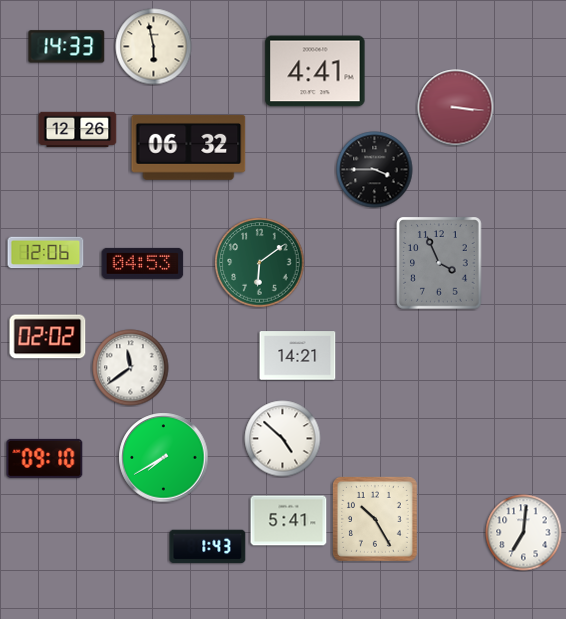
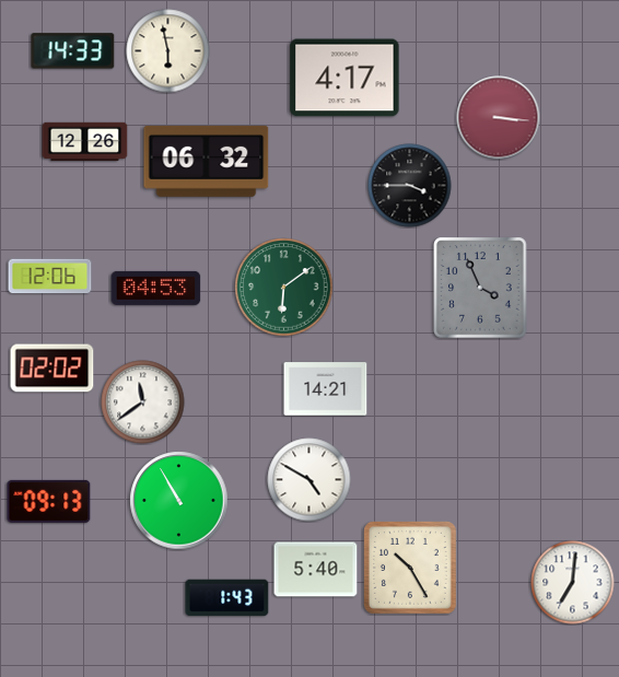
clock at (315, 71): 4:41 -> 4:17
clock at (283, 439): 4:52 -> 4:50
clock at (45, 458): 09:10 -> 09:13
clock at (164, 458): 7:40 -> 10:55
clock at (289, 521): 5:41 -> 5:40
